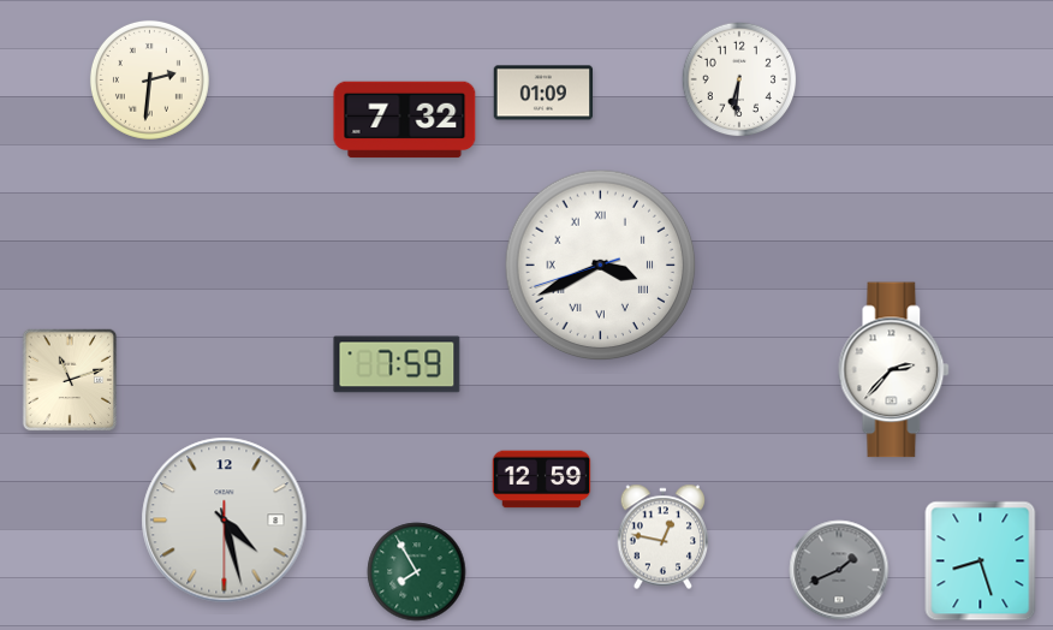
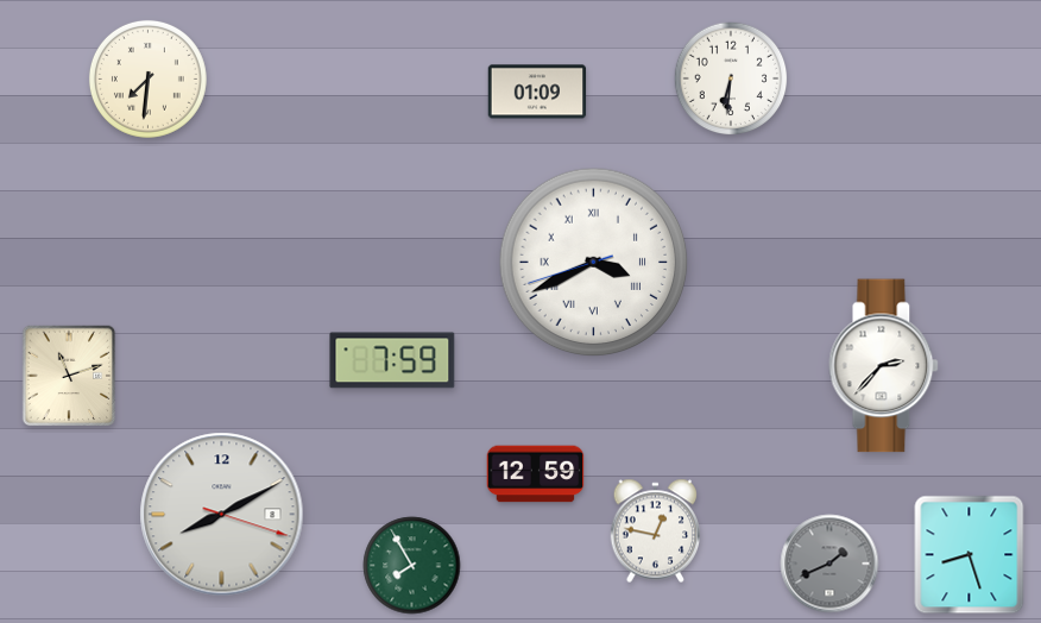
clock at (149, 79): 2:31 -> 7:31
clock at (405, 120): 7:32 -> none
clock at (225, 521): 4:27 -> 8:10
